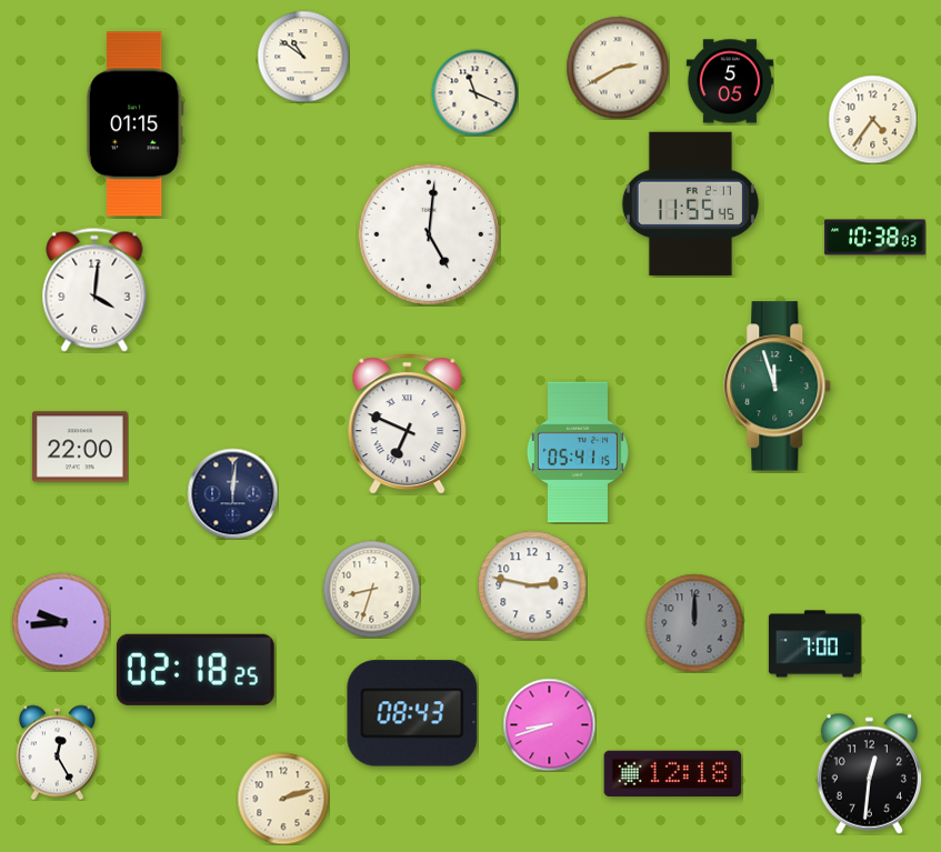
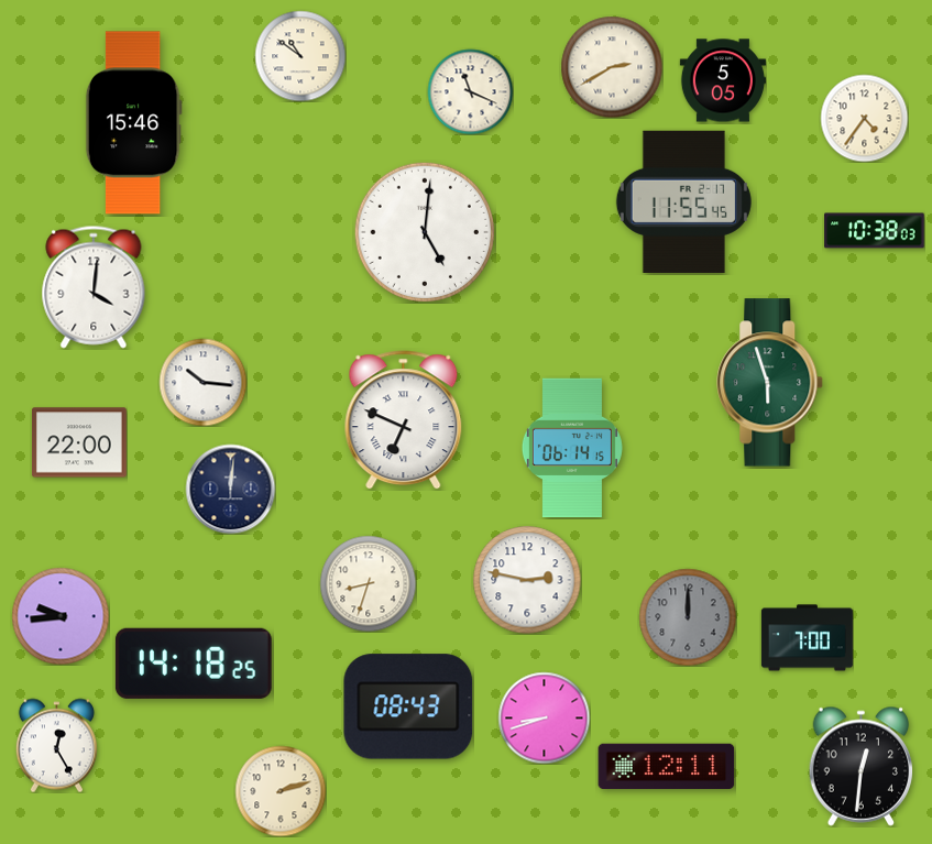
clock at (134, 124): 01:15 -> 15:46
clock at (875, 238) position: (875, 238) -> (875, 231)
clock at (202, 382): none -> 10:16
clock at (778, 387): 11:57 -> 5:57
clock at (578, 452): 05:41 -> 06:14
clock at (196, 670): 02:18 -> 14:18
clock at (673, 774): 12:18 -> 12:11
